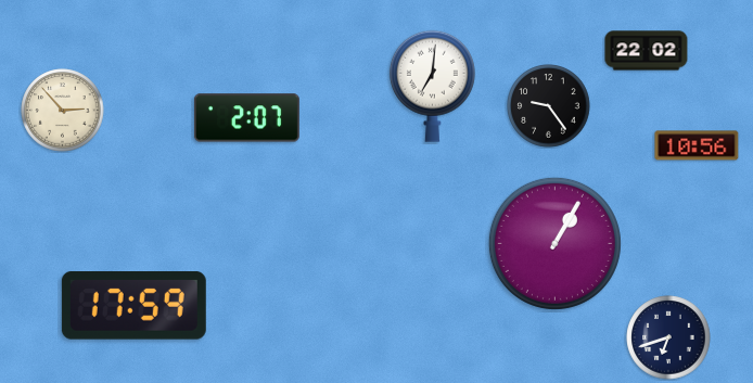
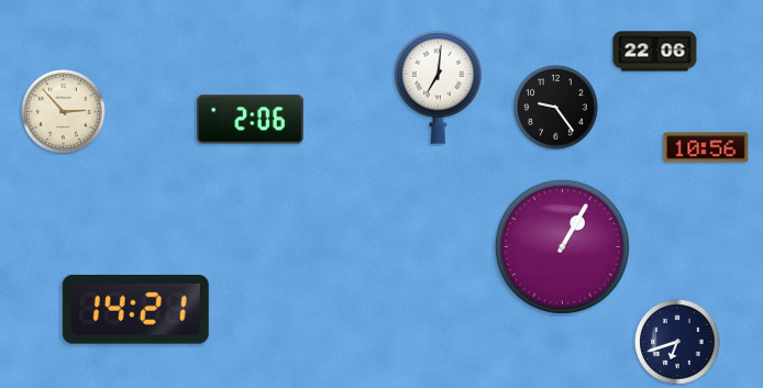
clock at (647, 51): 22:02 -> 22:06
clock at (246, 118): 2:07 -> 2:06
clock at (133, 306): 17:59 -> 14:21
